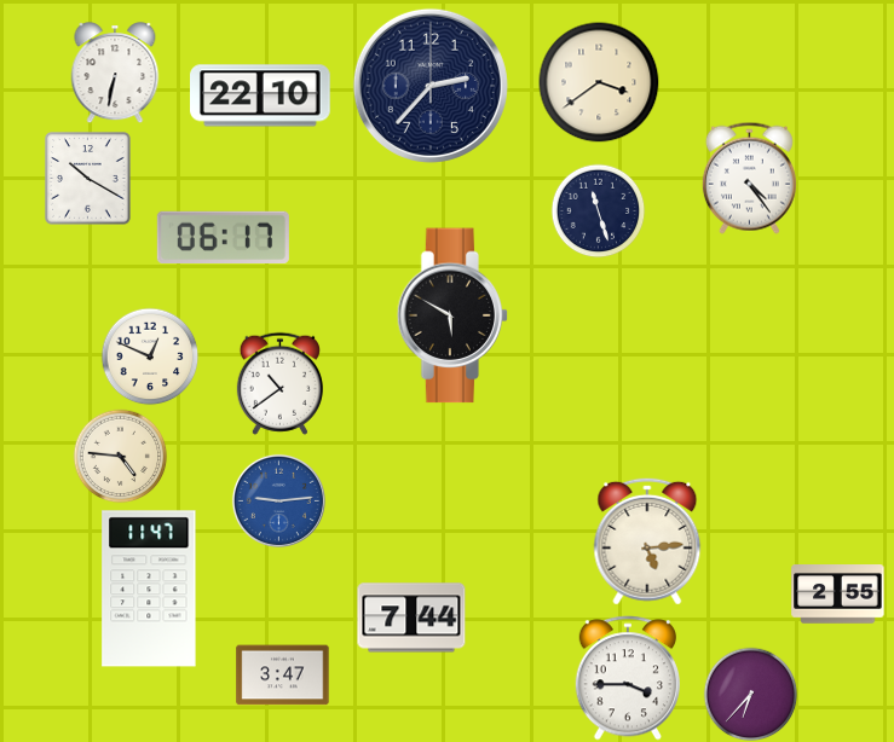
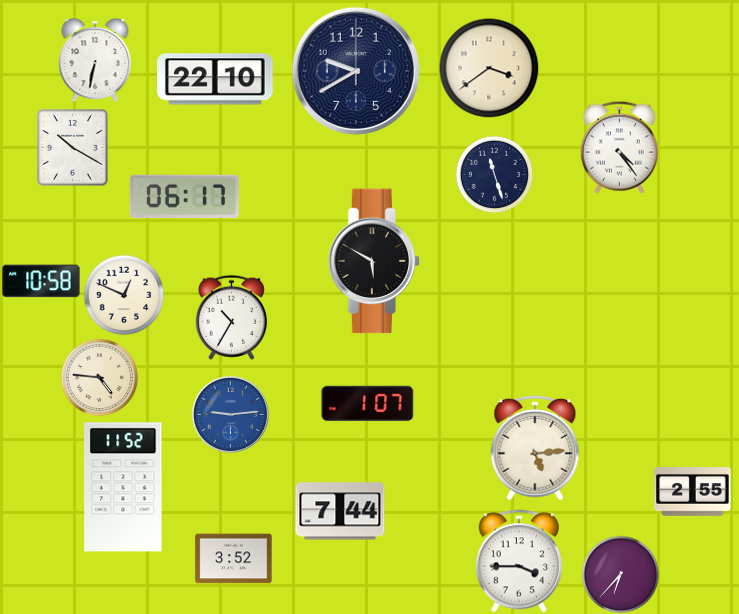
clock at (599, 82) position: (599, 82) -> (489, 68)
clock at (431, 86): 2:37 -> 9:40
clock at (41, 281): none -> 10:58
clock at (279, 383): 10:39 -> 10:35
clock at (368, 403): none -> 1:07
clock at (149, 589): 11:47 -> 11:52
clock at (283, 676): 3:47 -> 3:52
